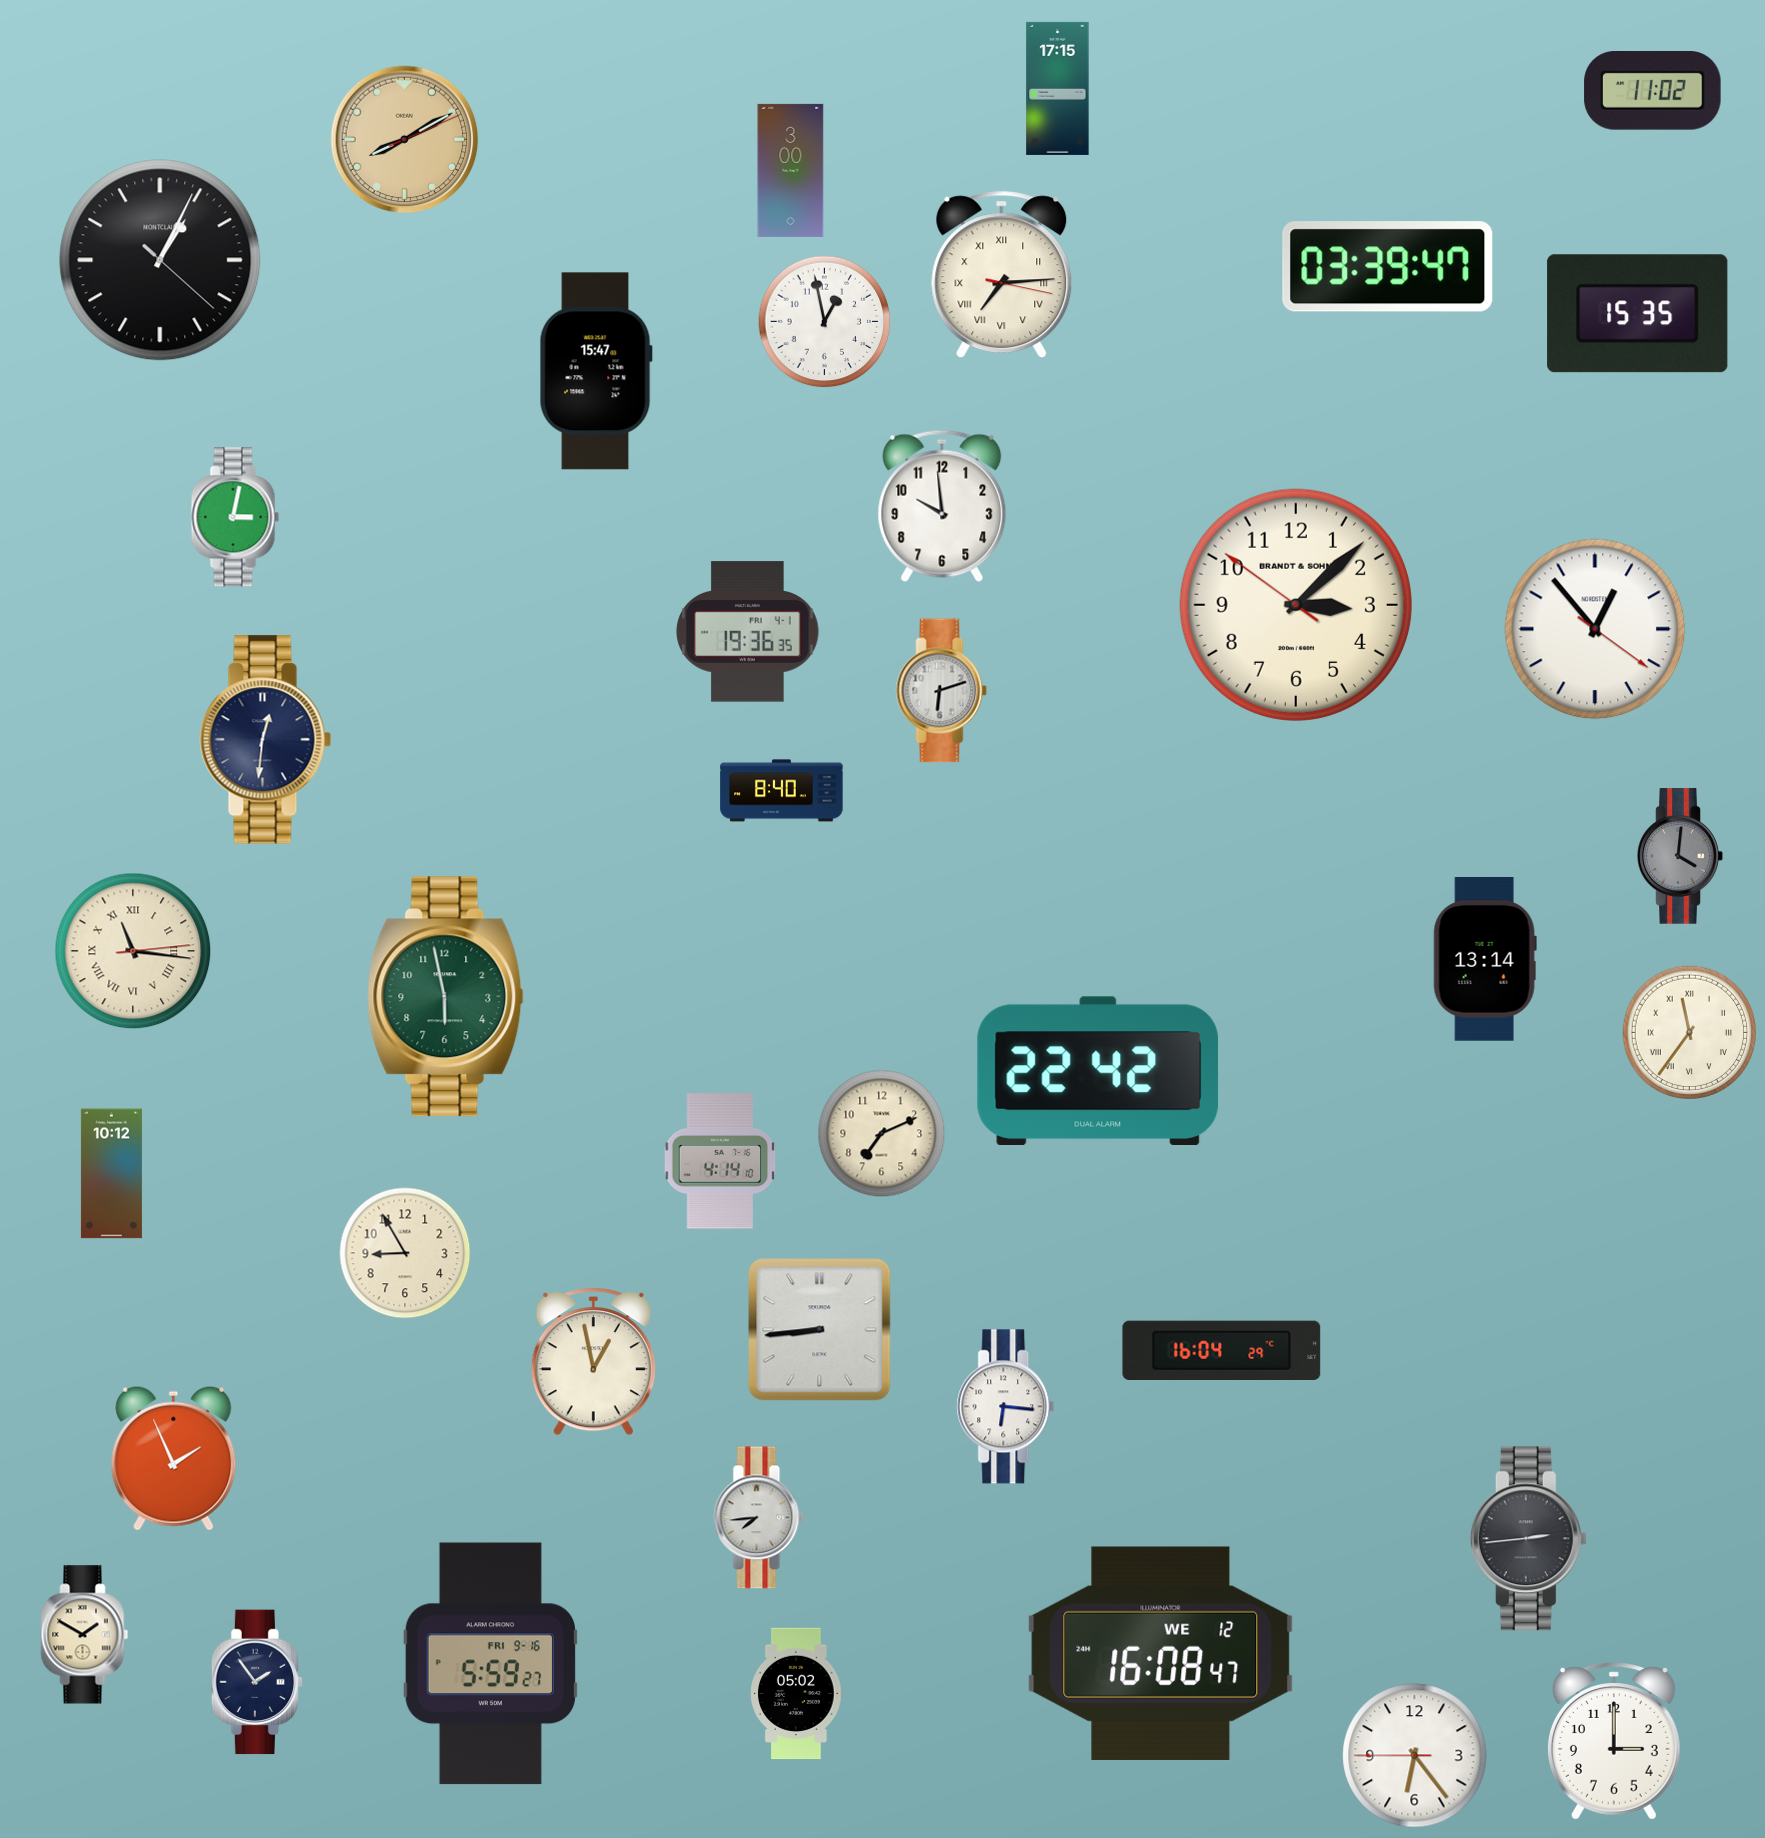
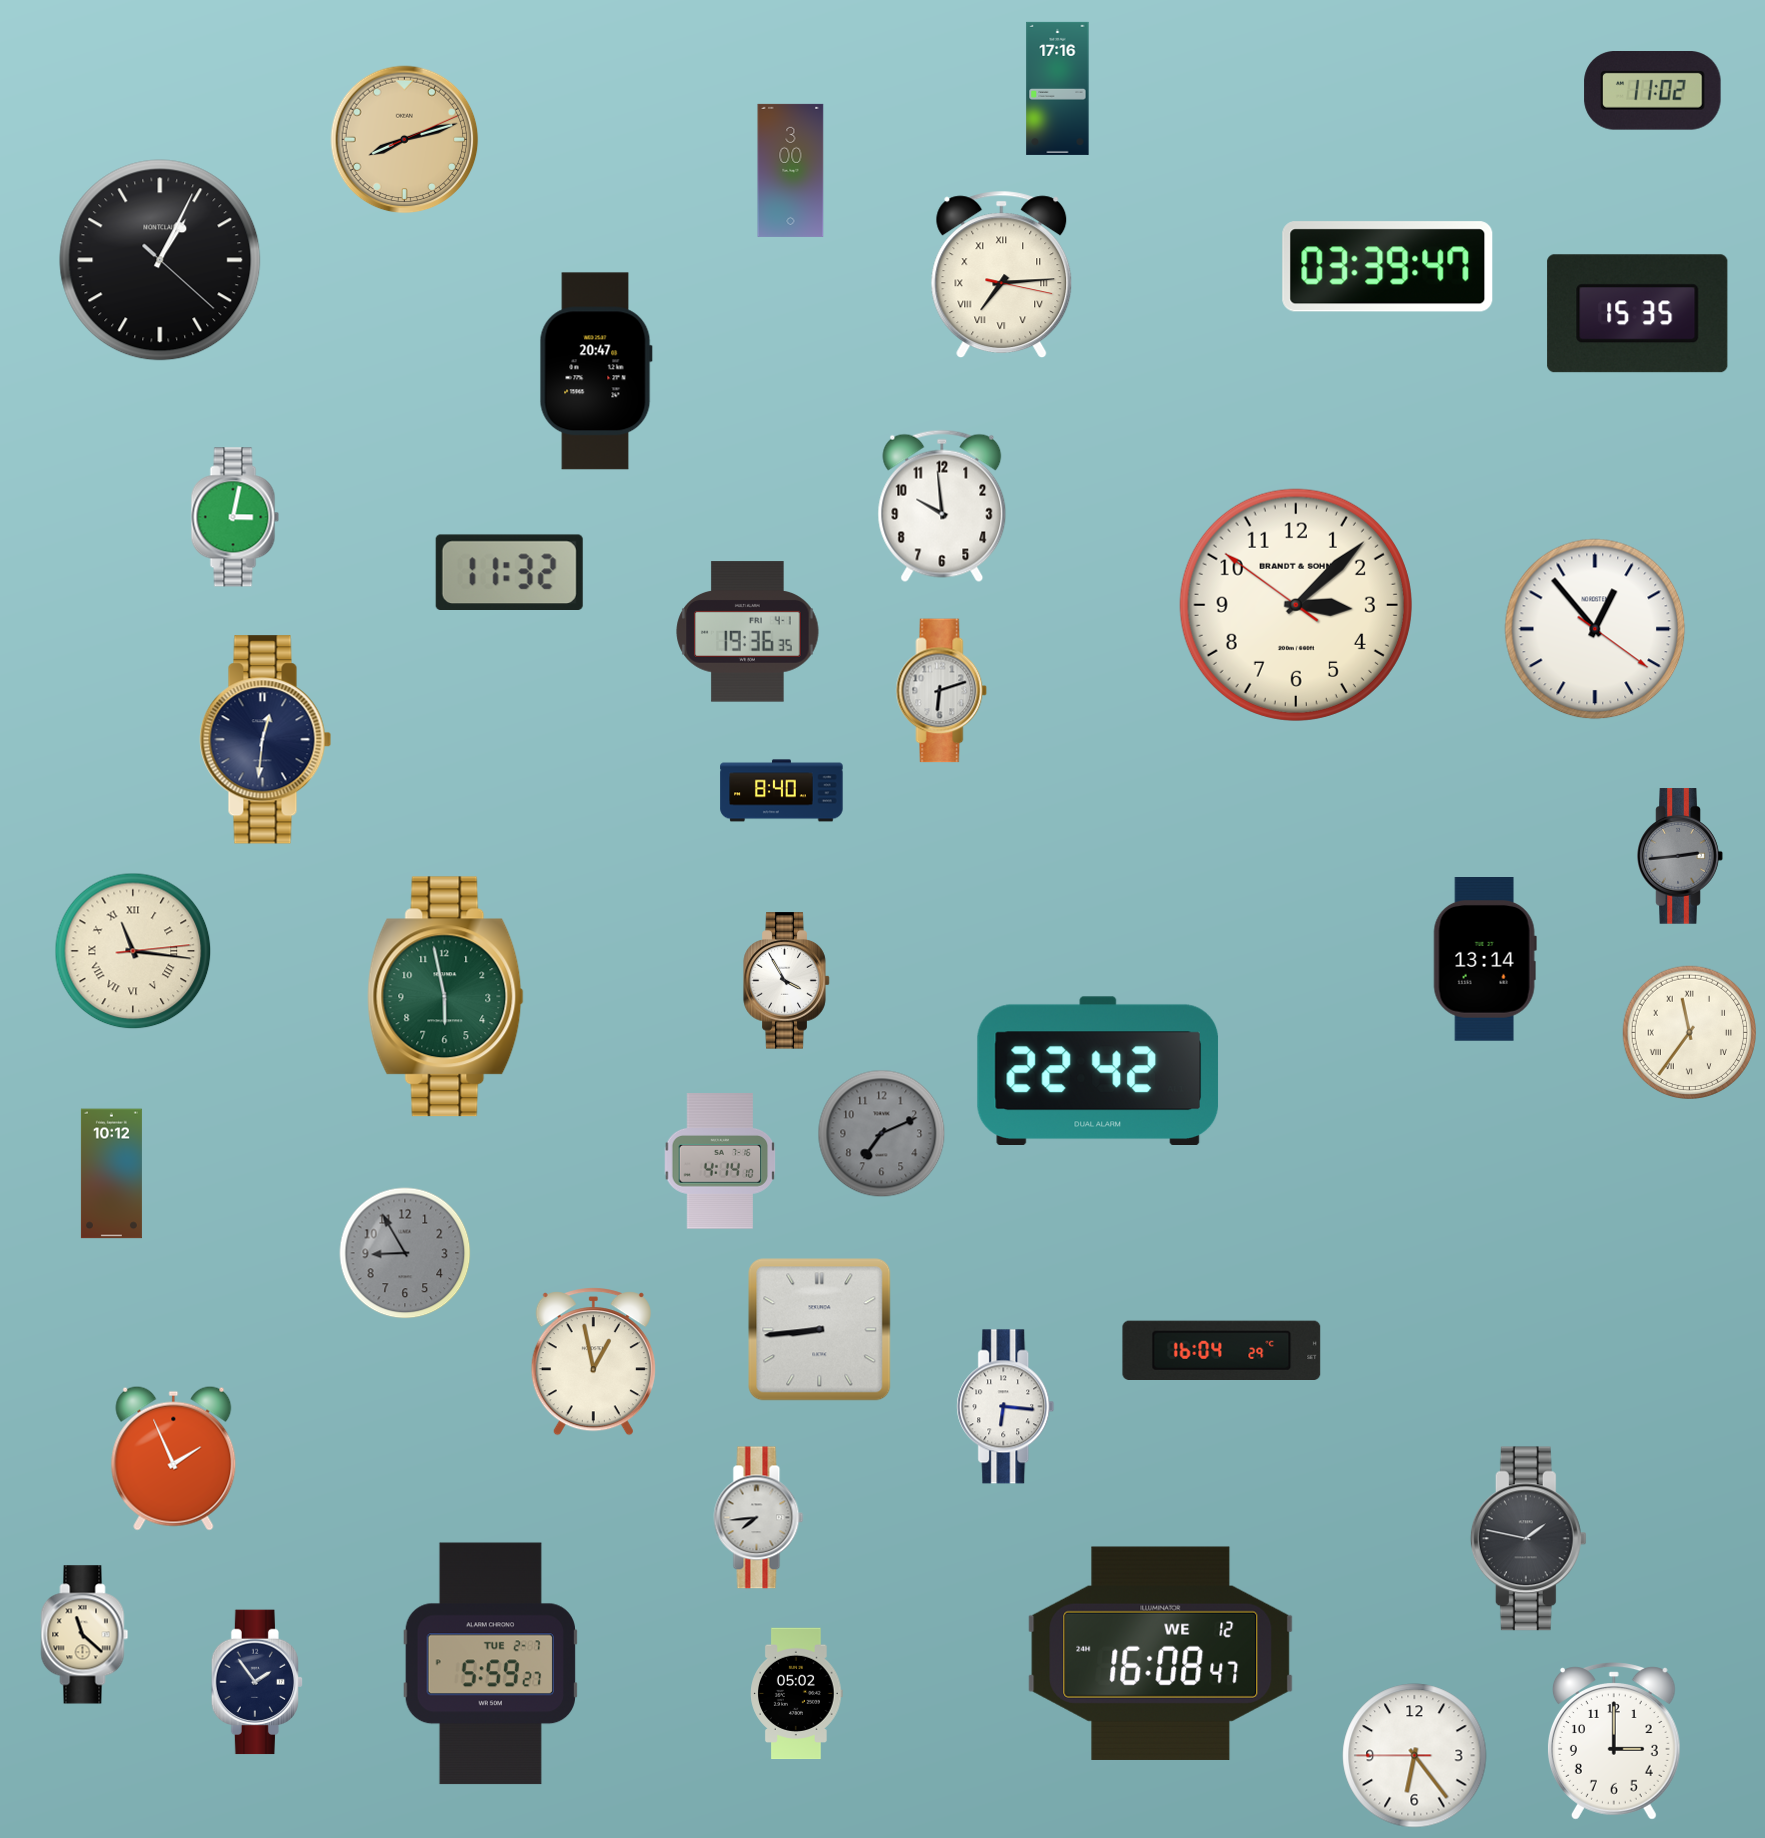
clock at (1058, 88): 17:15 -> 17:16
clock at (405, 140): 8:10 -> 8:12
clock at (825, 322): 12:58 -> none
clock at (596, 371): 15:47 -> 20:47
clock at (509, 572): none -> 11:32
clock at (1680, 856): 4:01 -> 2:44
clock at (787, 981): none -> 3:55
clock at (882, 1134) dial: cream -> grey
clock at (405, 1253) dial: cream -> grey
clock at (1528, 1539): 2:44 -> 1:47
clock at (85, 1635): 1:50 -> 11:22
clock at (490, 1664) date: FRI 9-16 -> TUE 2-7
